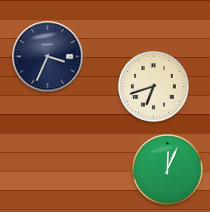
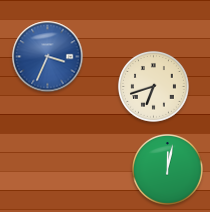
clock at (48, 57) dial: navy -> blue
clock at (168, 170): 12:04 -> 12:02
